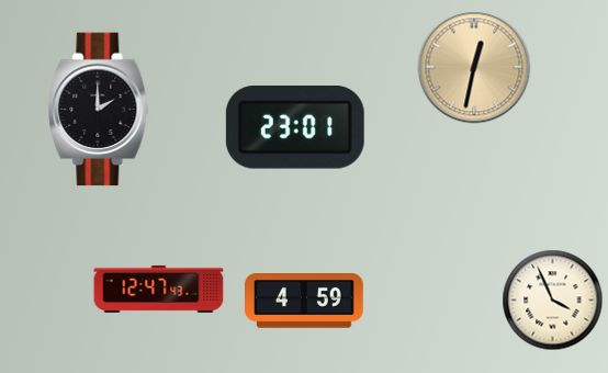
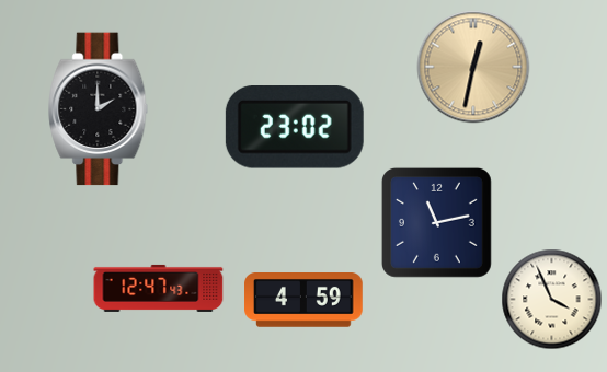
clock at (295, 128): 23:01 -> 23:02
clock at (436, 222): none -> 11:13
